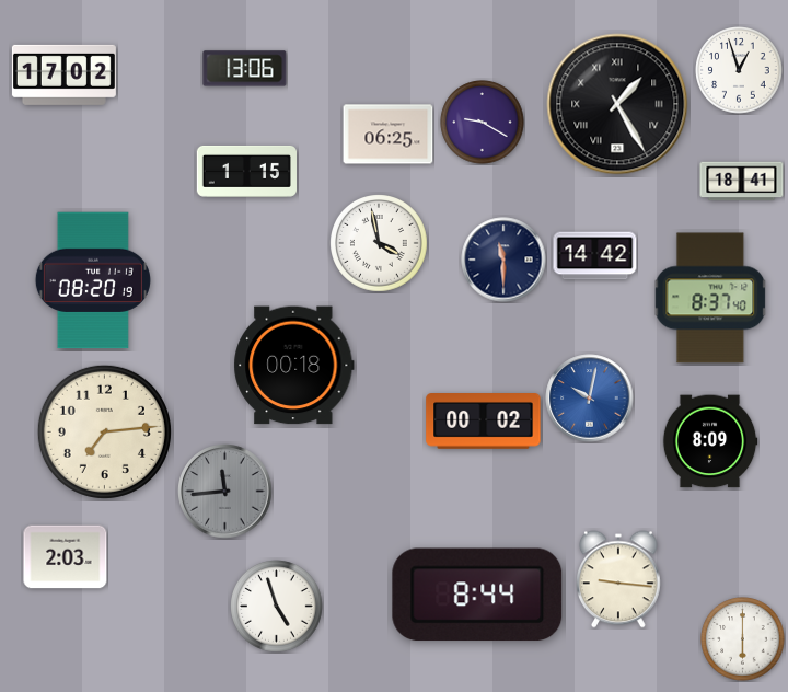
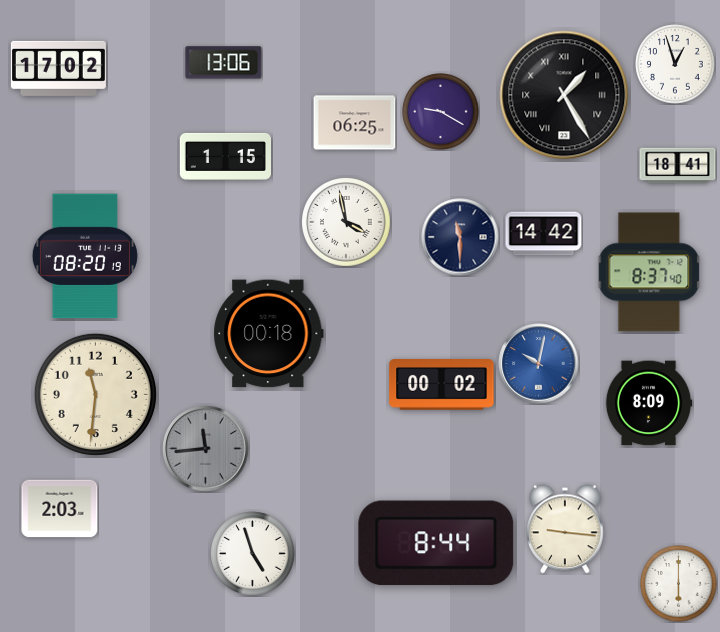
clock at (104, 431): 7:14 -> 11:31
